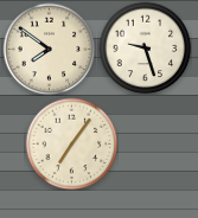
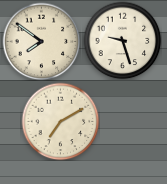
clock at (71, 143): 7:06 -> 7:10
